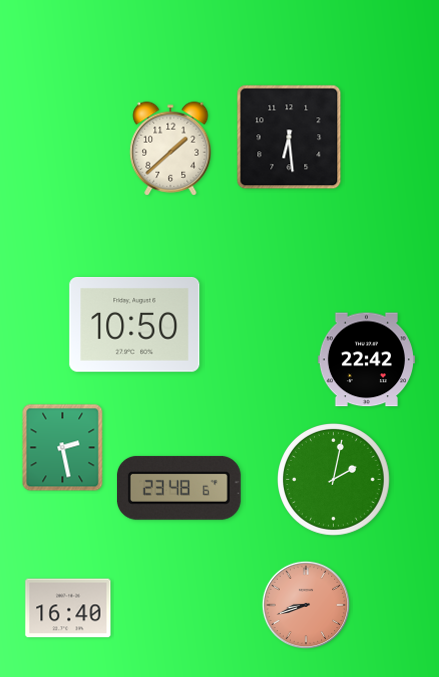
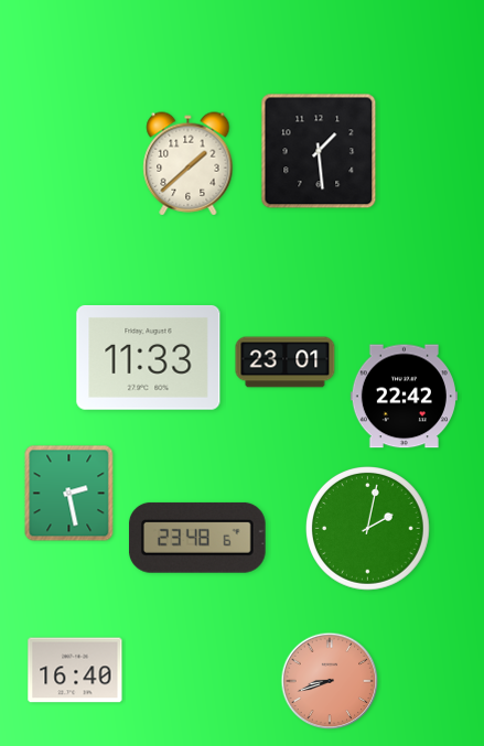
clock at (289, 137): 6:29 -> 1:29
clock at (135, 325): 10:50 -> 11:33
clock at (286, 363): none -> 23:01
clock at (306, 605) position: (306, 605) -> (330, 681)
